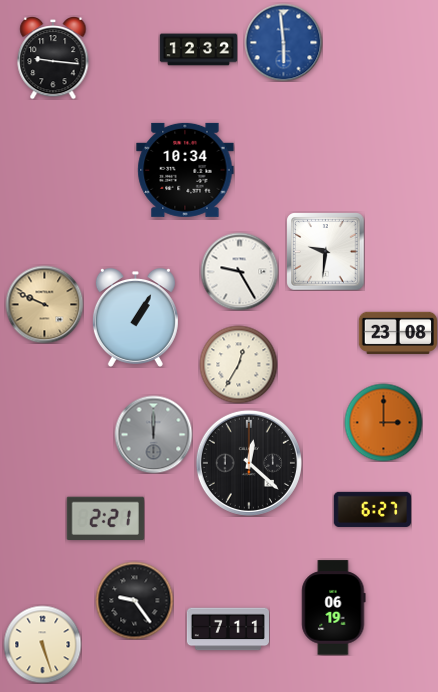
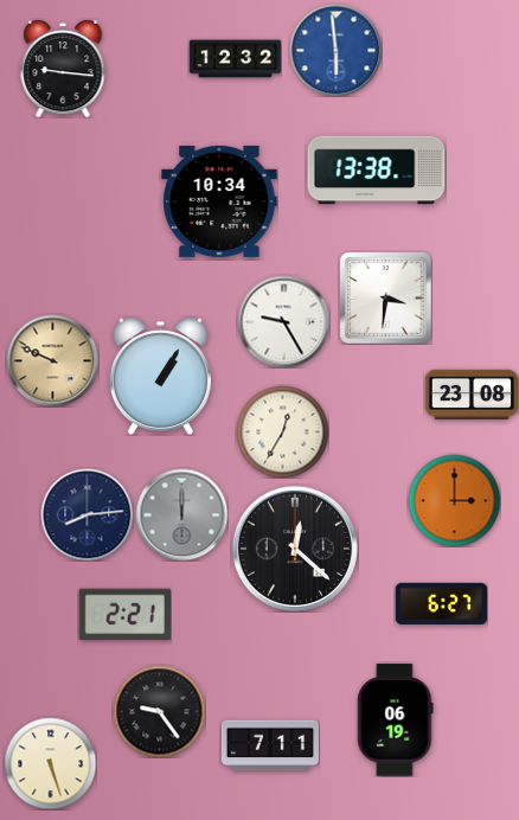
clock at (377, 171): none -> 13:38
clock at (325, 251): 9:31 -> 3:31
clock at (86, 514): none -> 8:14
